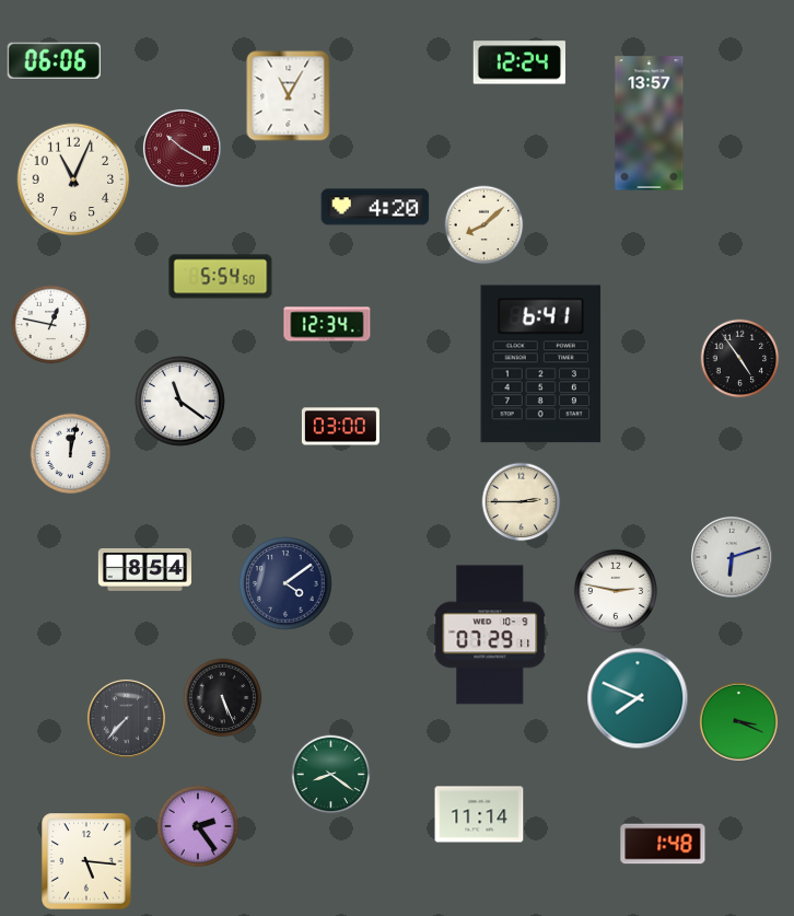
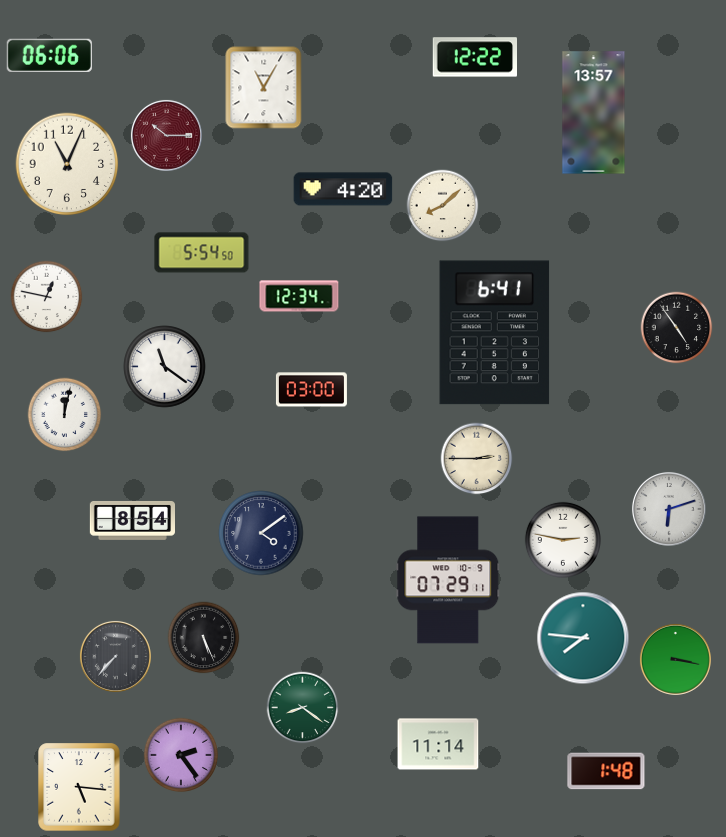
clock at (519, 62): 12:24 -> 12:22
clock at (182, 148): 10:20 -> 10:15
clock at (638, 698): 7:49 -> 7:46
clock at (738, 721): 3:19 -> 3:17
